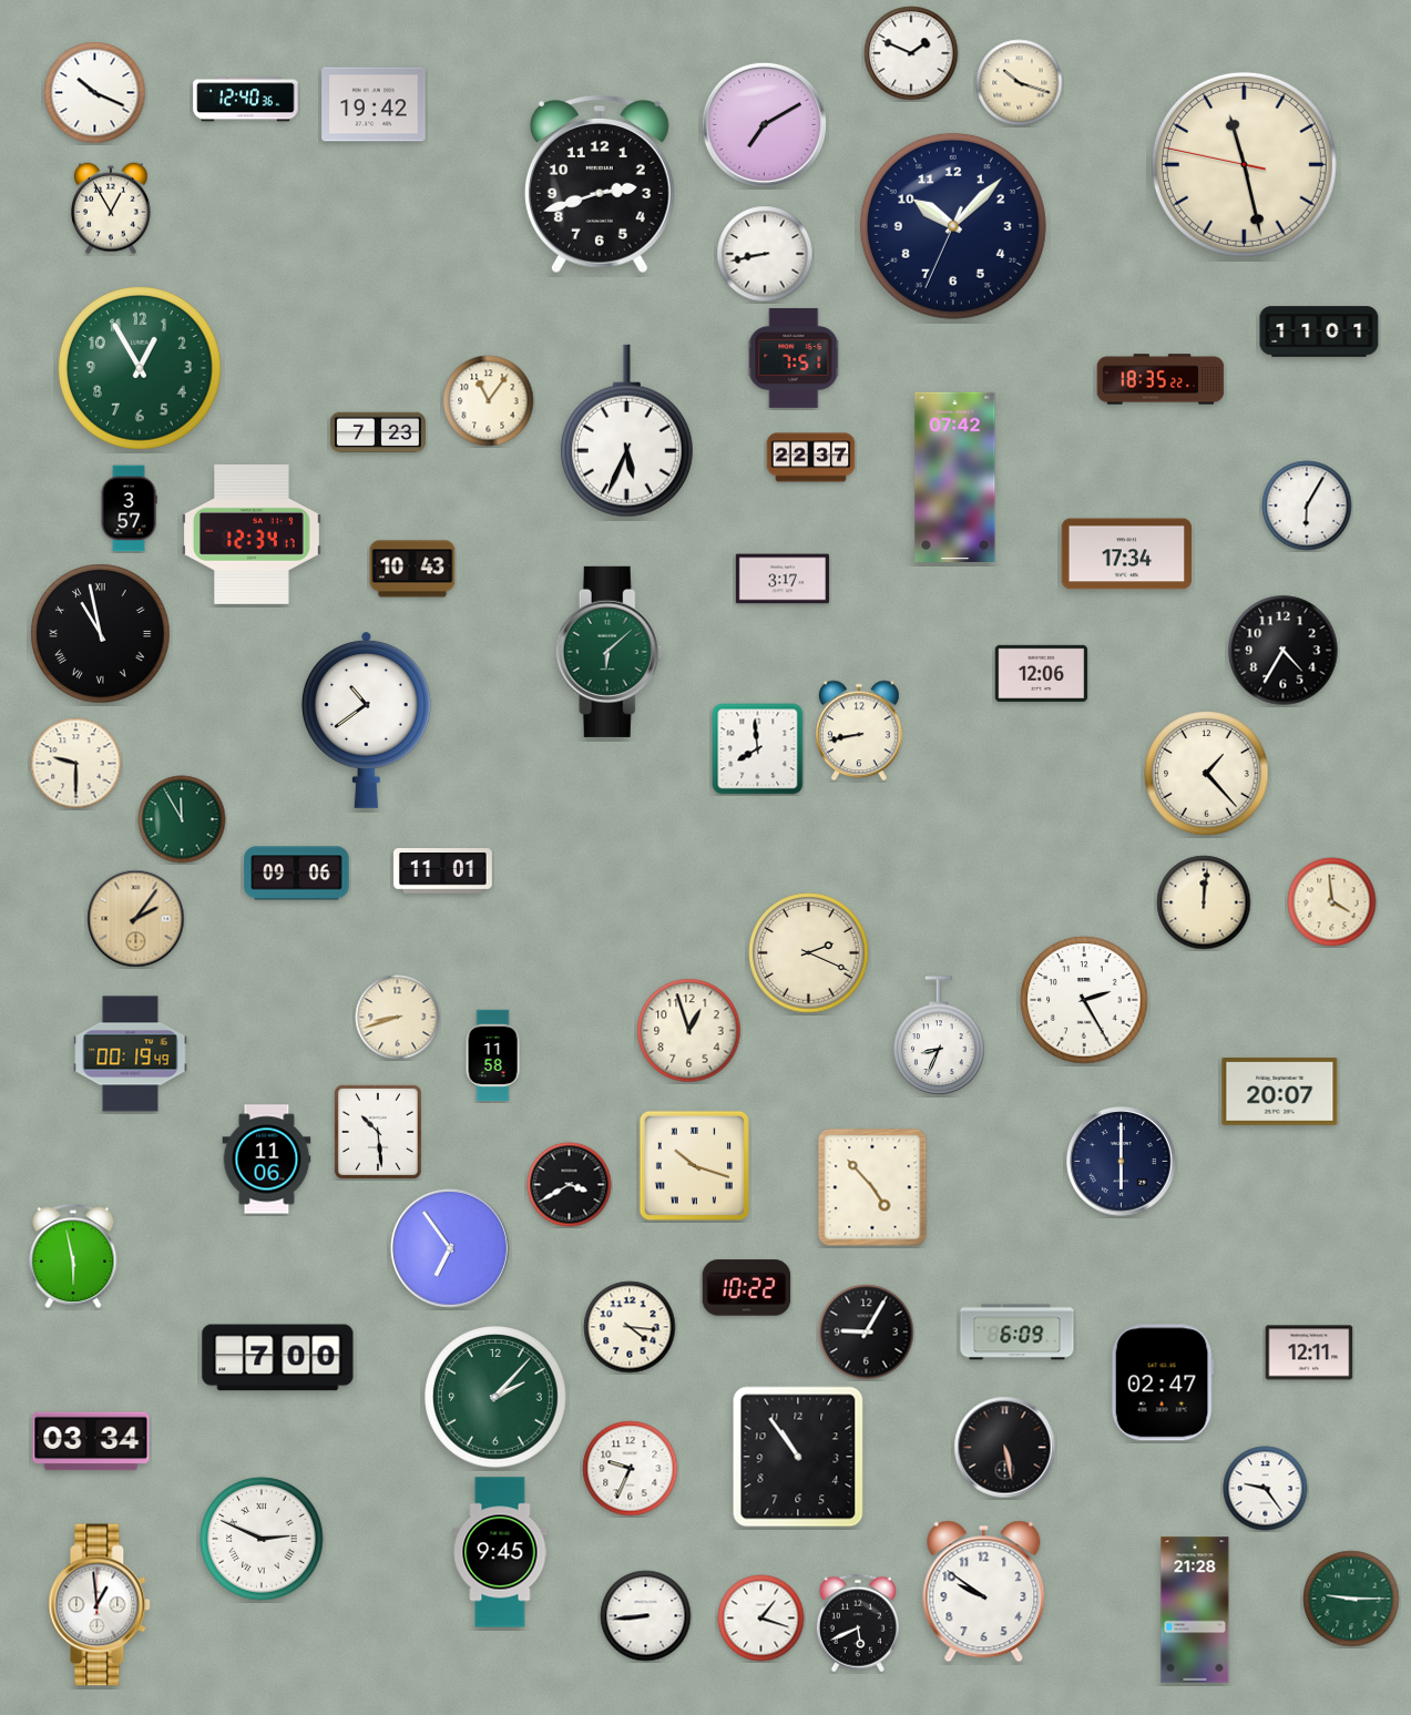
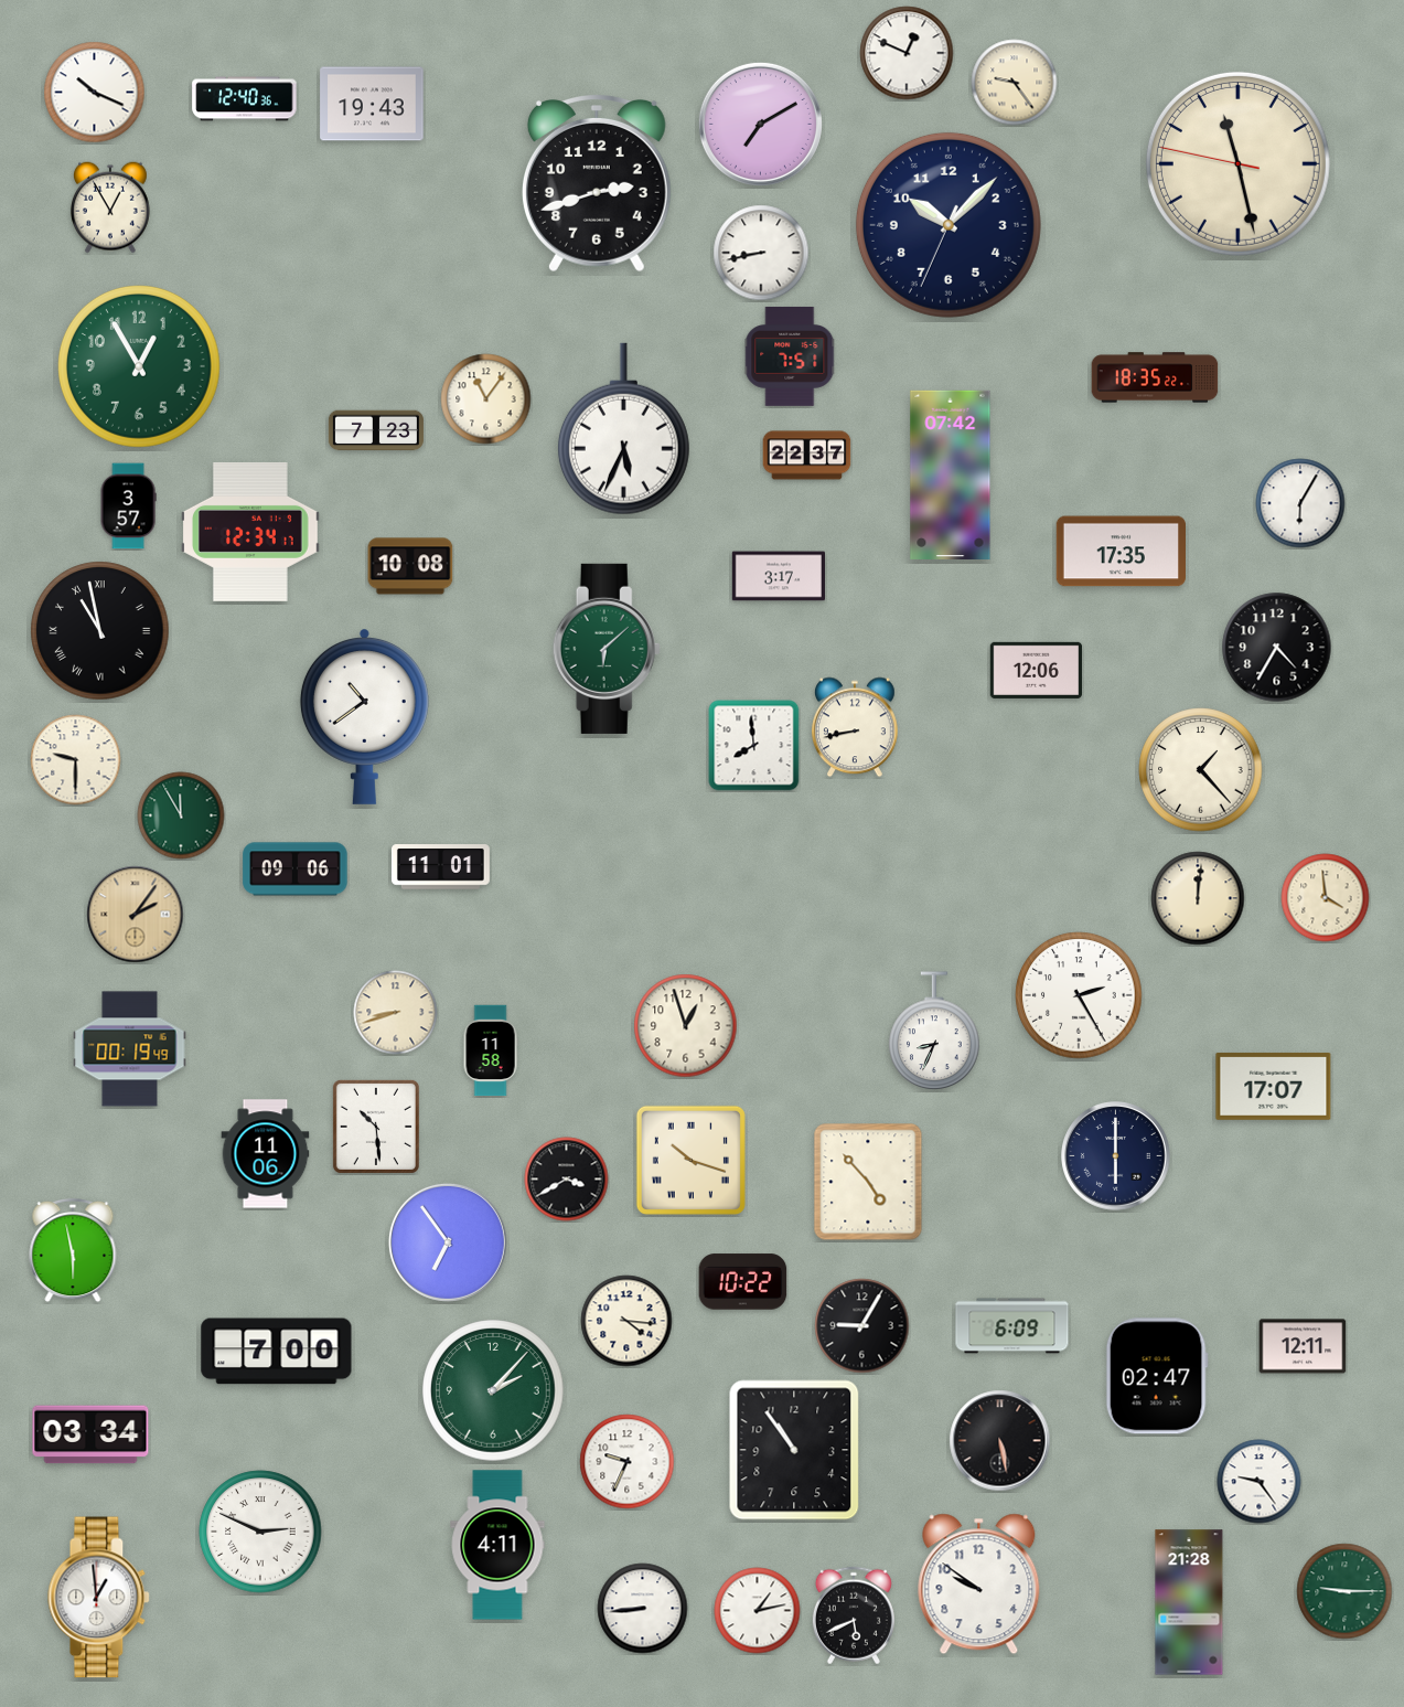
clock at (911, 53): 1:49 -> 12:49
clock at (1020, 83): 10:18 -> 9:24
clock at (374, 104): 19:42 -> 19:43
clock at (1319, 331): 11:01 -> none
clock at (1126, 554): 17:34 -> 17:35
clock at (412, 569): 10:43 -> 10:08
clock at (809, 953): 2:19 -> none
clock at (1280, 1091): 20:07 -> 17:07
clock at (500, 1552): 9:45 -> 4:11
clock at (761, 1619): 1:18 -> 1:13
